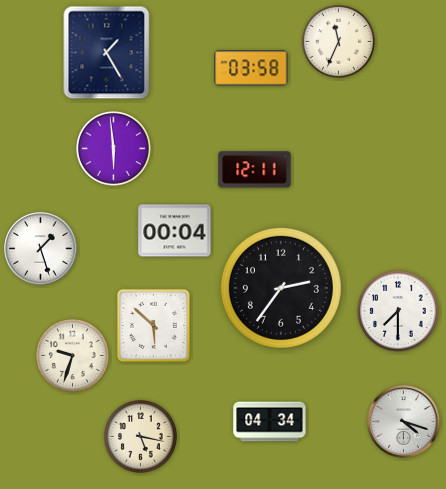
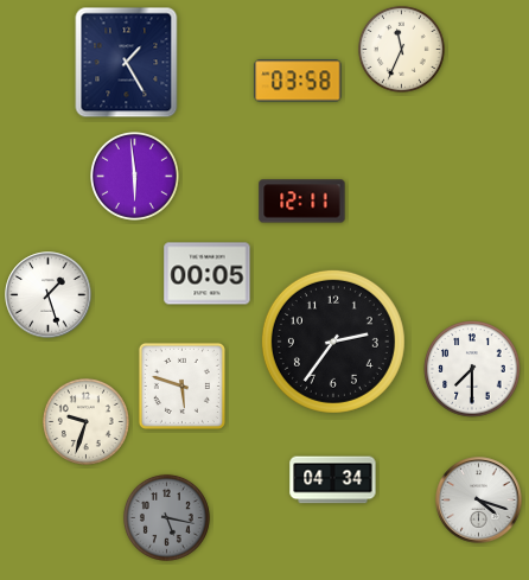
clock at (175, 231): 00:04 -> 00:05
clock at (153, 325): 5:52 -> 5:48
clock at (270, 422) position: (270, 422) -> (333, 480)
clock at (140, 436) dial: cream -> grey
